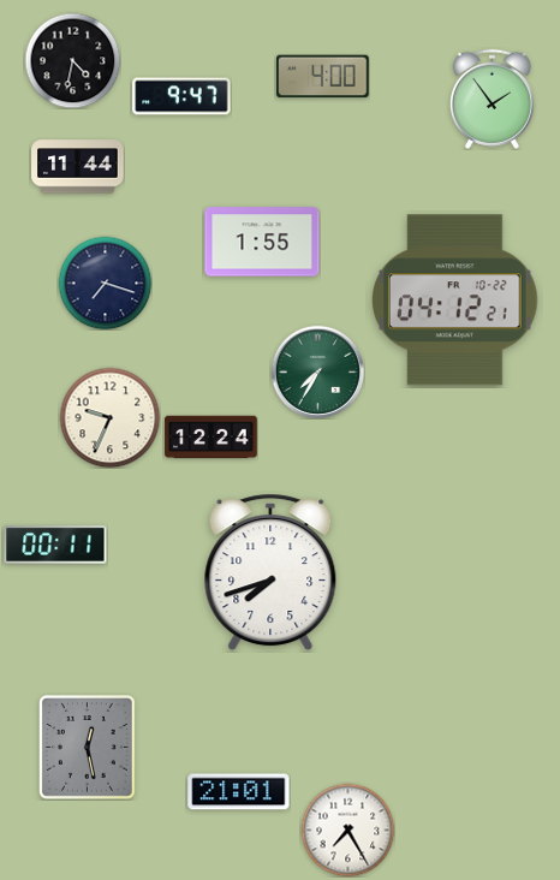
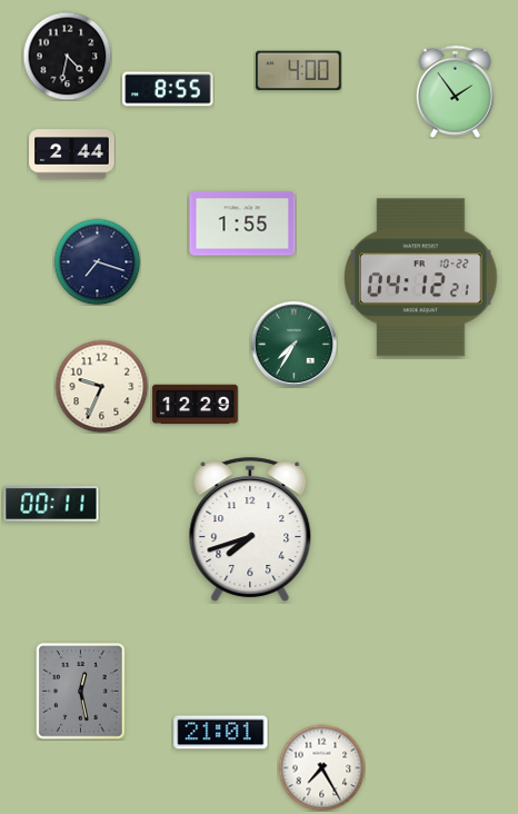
clock at (181, 96): 9:47 -> 8:55
clock at (78, 167): 11:44 -> 2:44
clock at (212, 438): 12:24 -> 12:29
